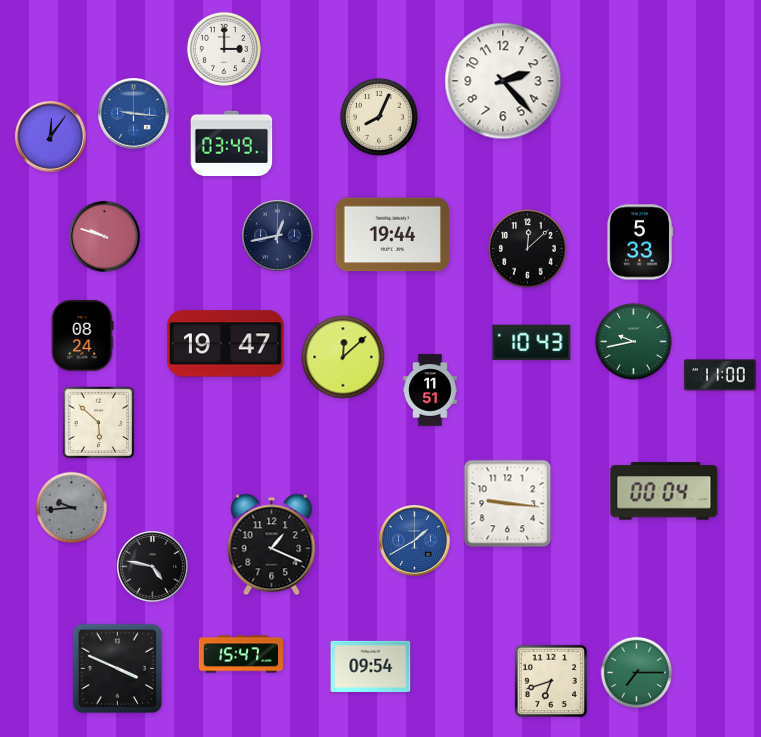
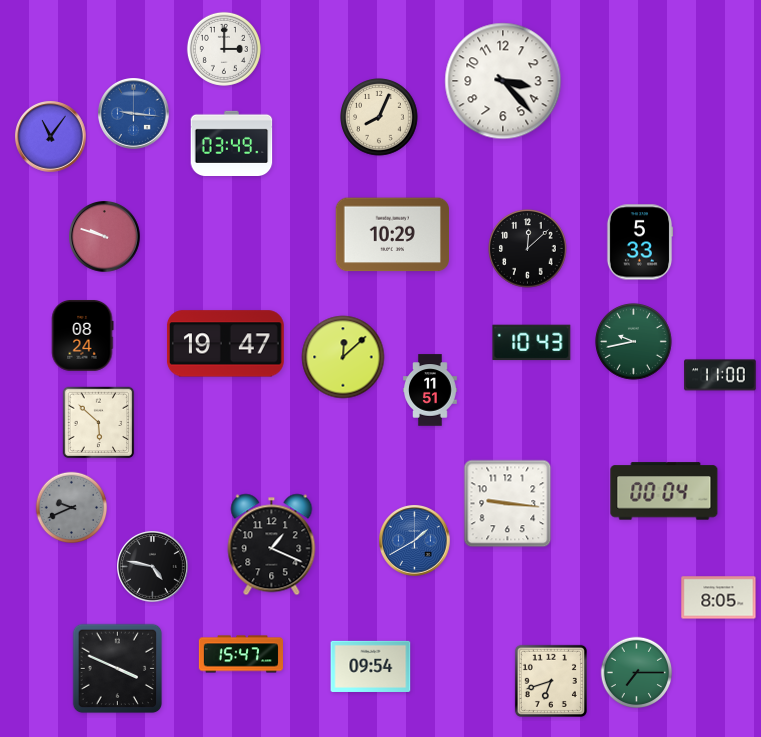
clock at (503, 81): 2:23 -> 3:23
clock at (51, 137): 12:06 -> 11:06
clock at (392, 235): 19:44 -> 10:29
clock at (278, 236): 12:43 -> none
clock at (72, 508): 9:44 -> 9:41
clock at (719, 598): none -> 8:05
